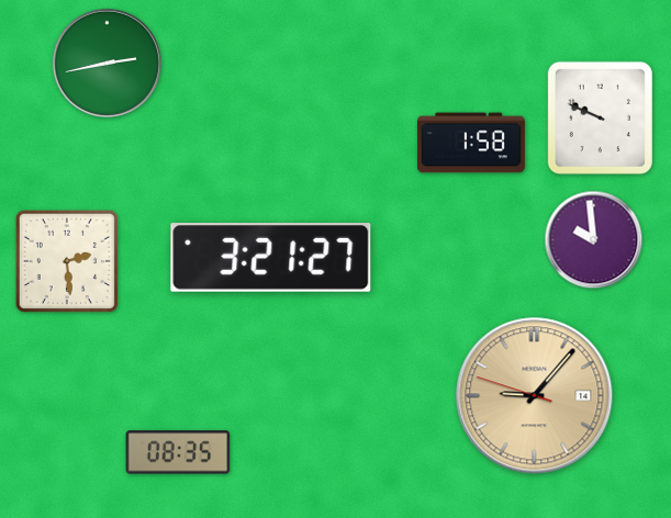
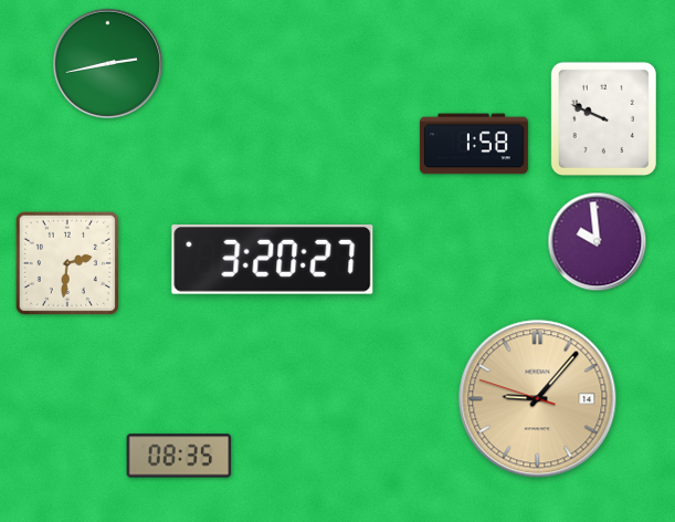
clock at (271, 258): 3:21 -> 3:20
clock at (67, 261): 2:29 -> 2:31
